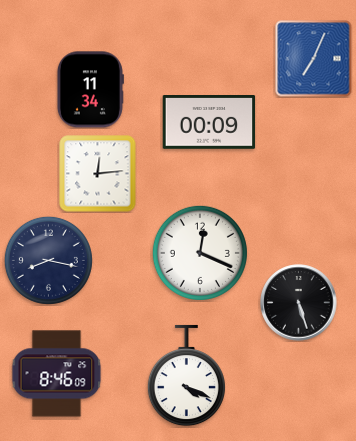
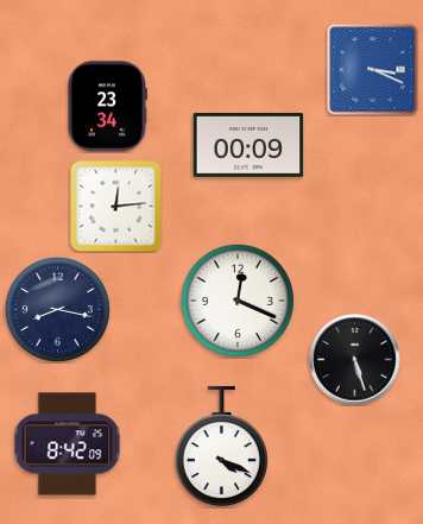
clock at (314, 59): 7:04 -> 3:19
clock at (90, 90): 11:34 -> 23:34
clock at (57, 374): 8:46 -> 8:42
